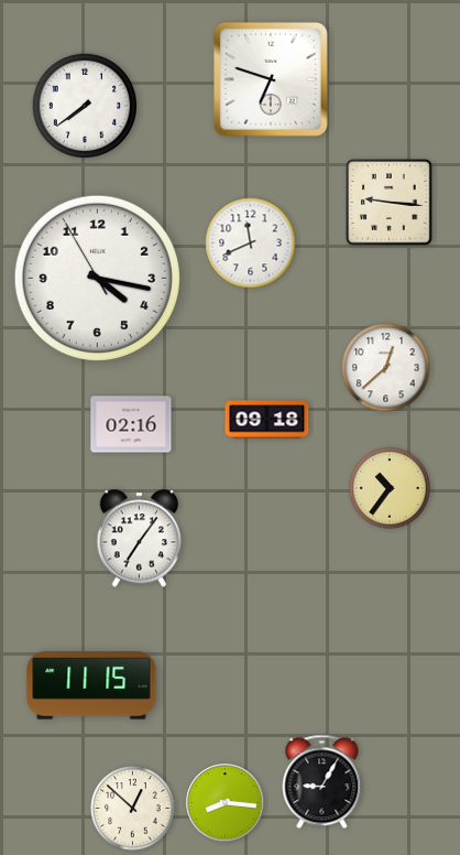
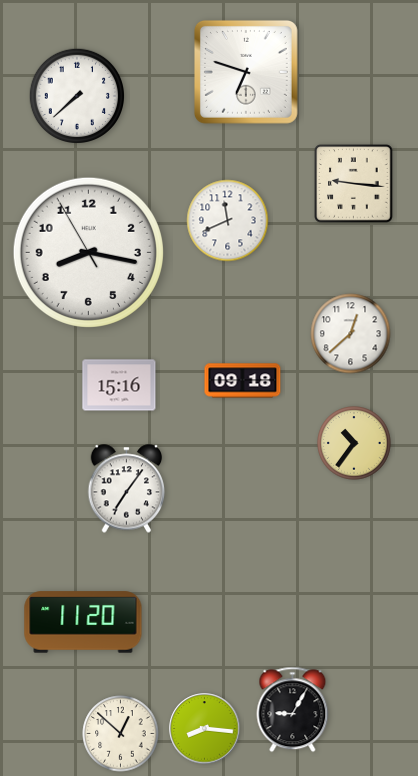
clock at (84, 105): 7:39 -> 7:38
clock at (97, 278): 4:16 -> 8:16
clock at (131, 424): 02:16 -> 15:16
clock at (91, 685): 11:15 -> 11:20
